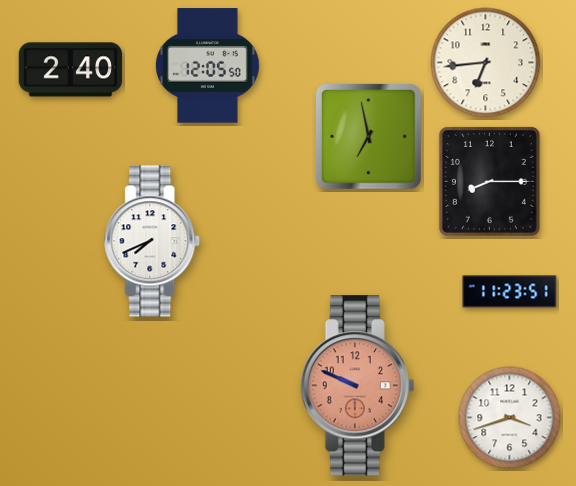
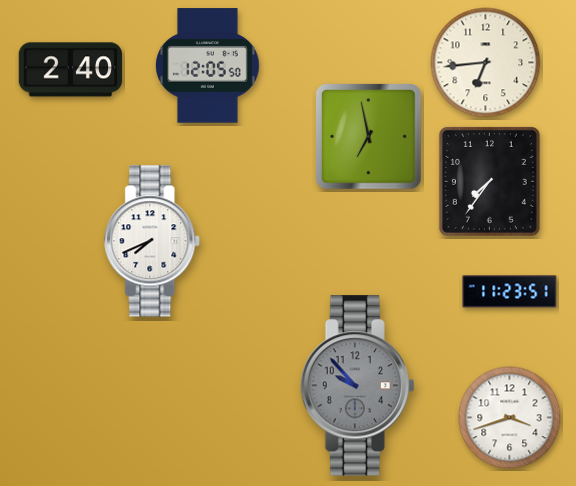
clock at (489, 181): 8:15 -> 7:36
clock at (357, 386): 9:49 -> 9:53
clock at (357, 386) dial: salmon -> grey
